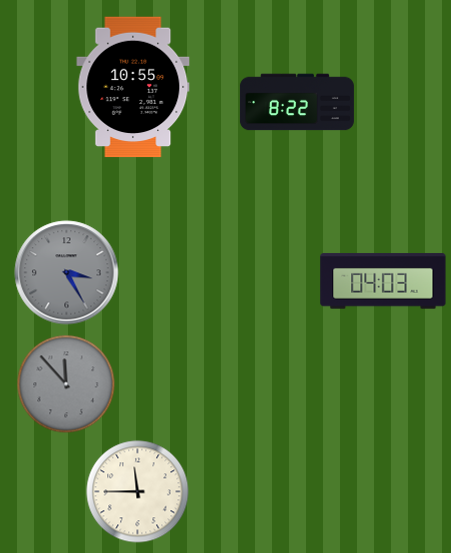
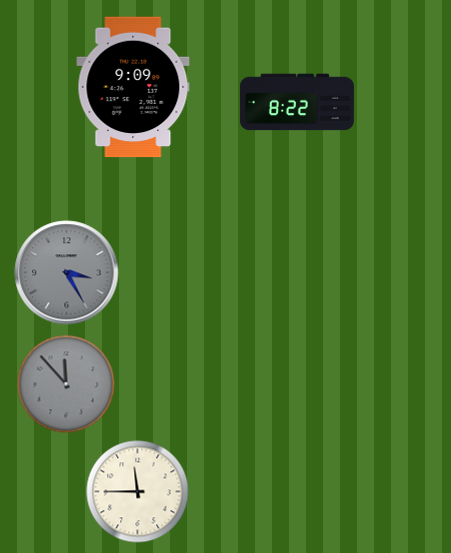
clock at (133, 87): 10:55 -> 9:09
clock at (383, 281): 04:03 -> none
